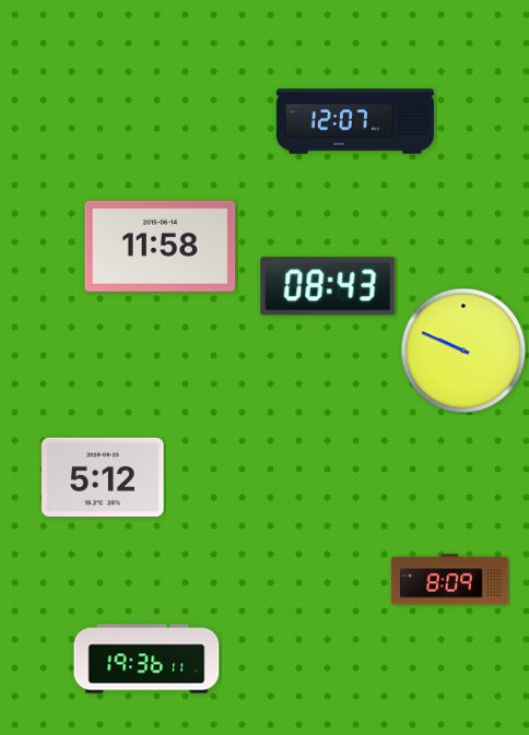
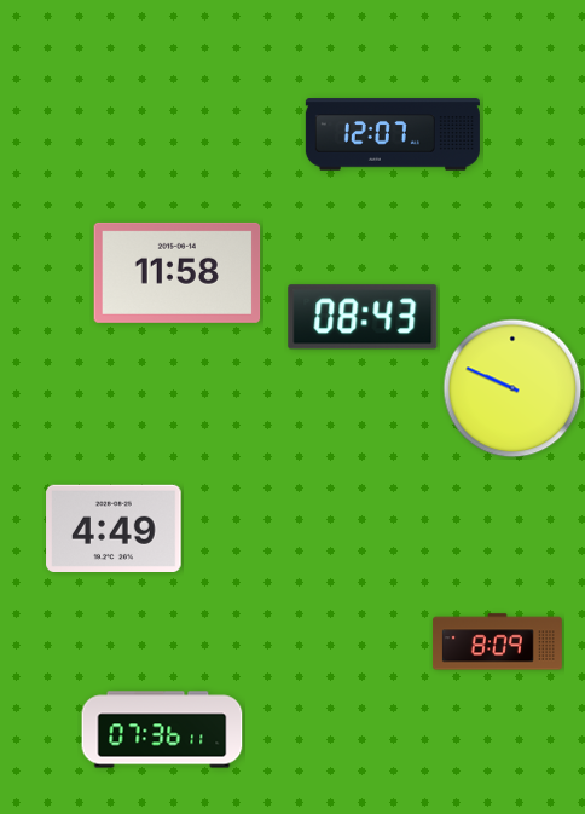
clock at (103, 476): 5:12 -> 4:49
clock at (146, 659): 19:36 -> 07:36
